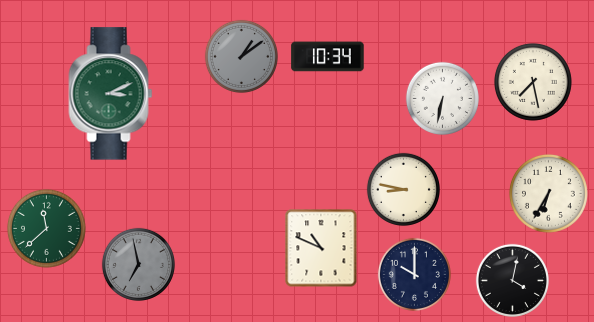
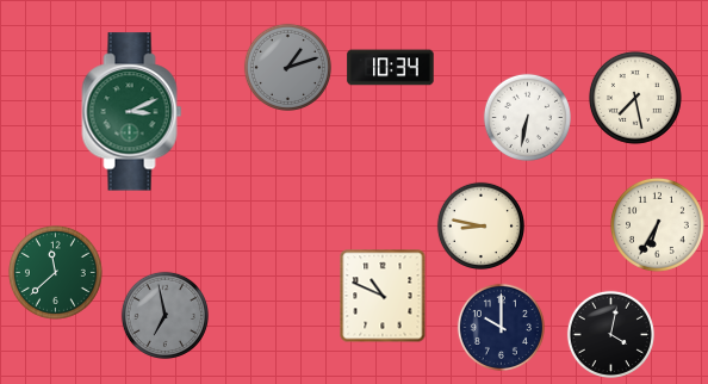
clock at (241, 56): 1:09 -> 1:12
clock at (548, 193) position: (548, 193) -> (657, 224)
clock at (414, 274) position: (414, 274) -> (501, 327)
